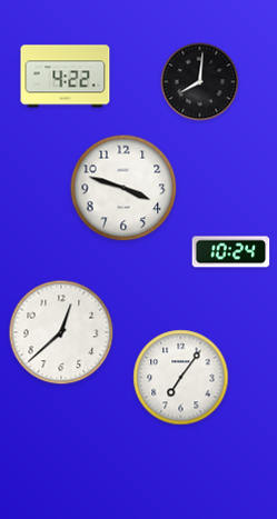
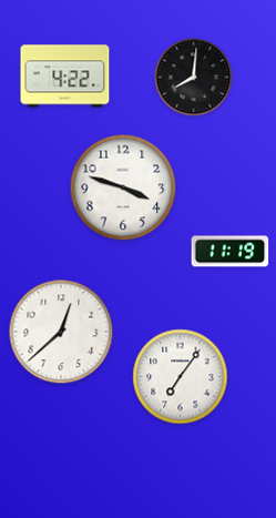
clock at (200, 82) position: (200, 82) -> (194, 78)
clock at (231, 252): 10:24 -> 11:19
